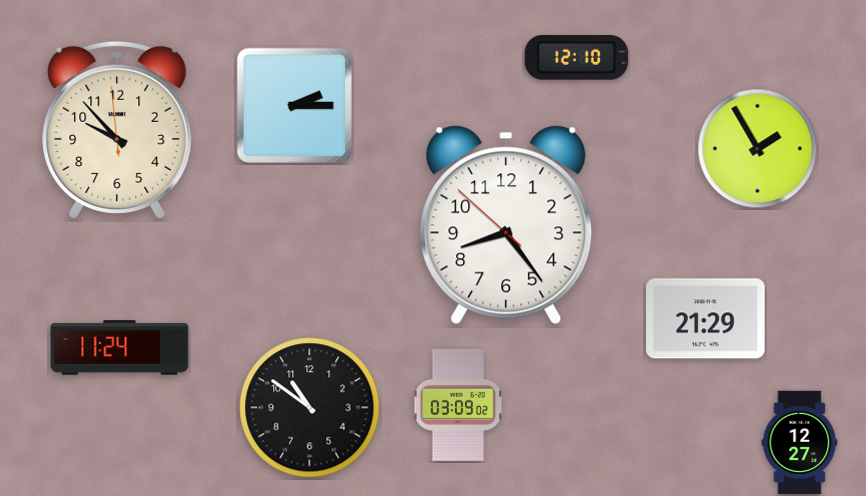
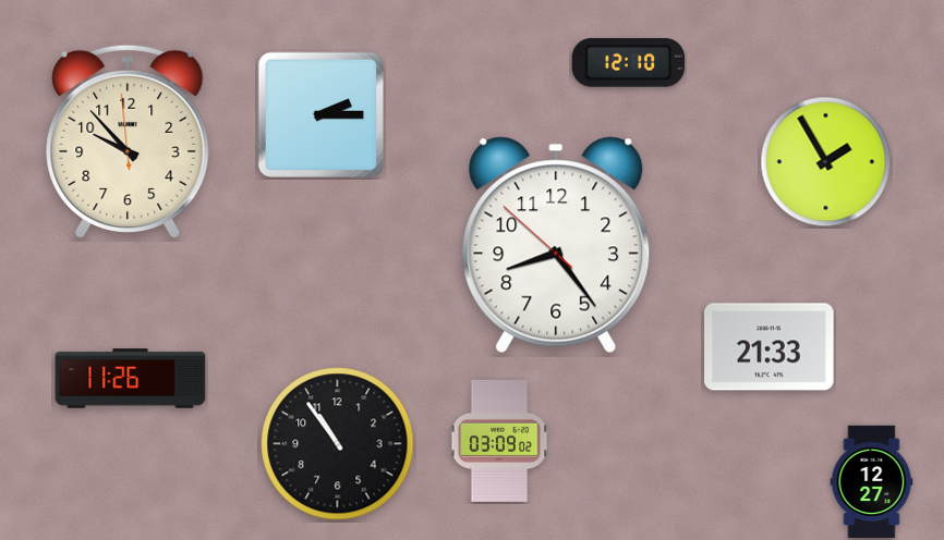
clock at (506, 225) position: (506, 225) -> (556, 245)
clock at (706, 319): 21:29 -> 21:33
clock at (120, 348): 11:24 -> 11:26
clock at (310, 408): 10:51 -> 10:54
